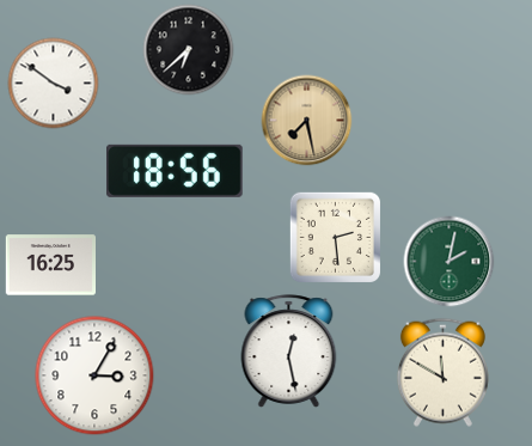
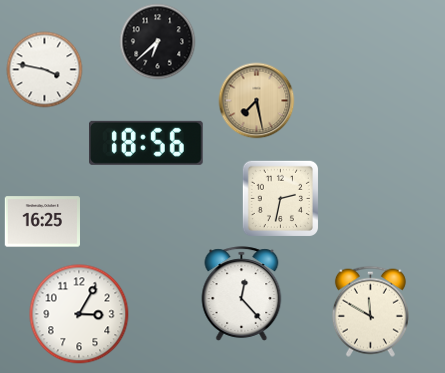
clock at (54, 84): 3:51 -> 3:47
clock at (335, 237): 2:29 -> 2:32
clock at (450, 262): 2:02 -> none
clock at (289, 352): 12:28 -> 12:23
